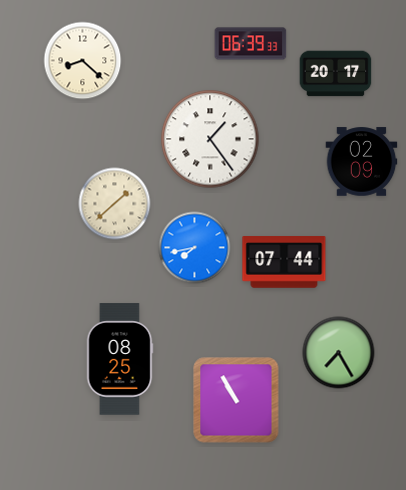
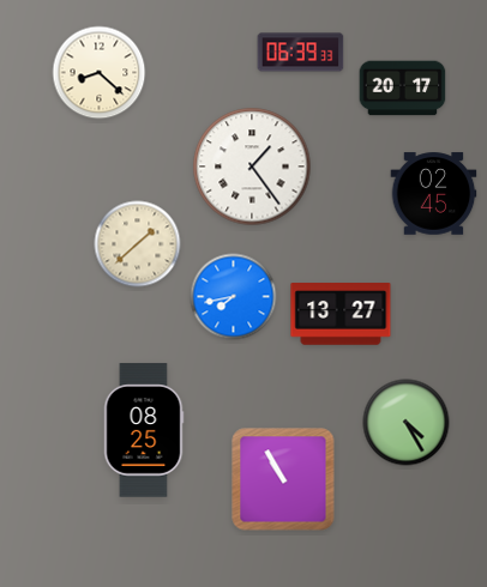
clock at (362, 162): 02:09 -> 02:45
clock at (284, 262): 07:44 -> 13:27
clock at (339, 353): 7:25 -> 4:25
